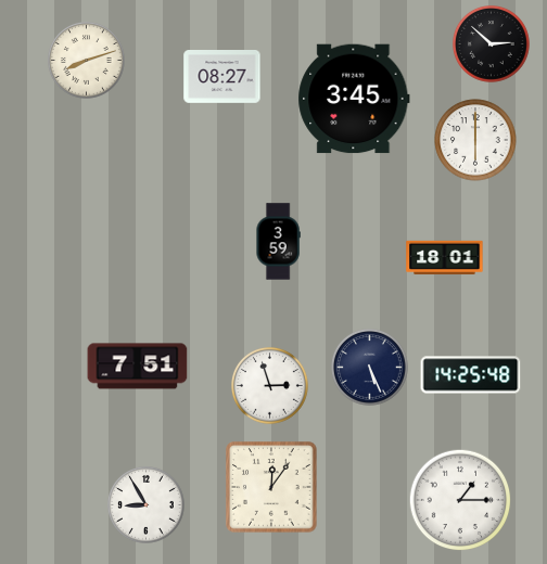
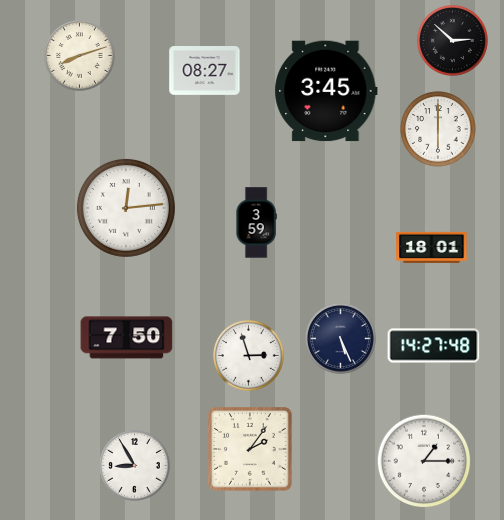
clock at (126, 208): none -> 12:14
clock at (445, 257) position: (445, 257) -> (432, 247)
clock at (138, 367): 7:51 -> 7:50
clock at (471, 375): 14:25 -> 14:27
clock at (271, 487): 12:06 -> 2:06
